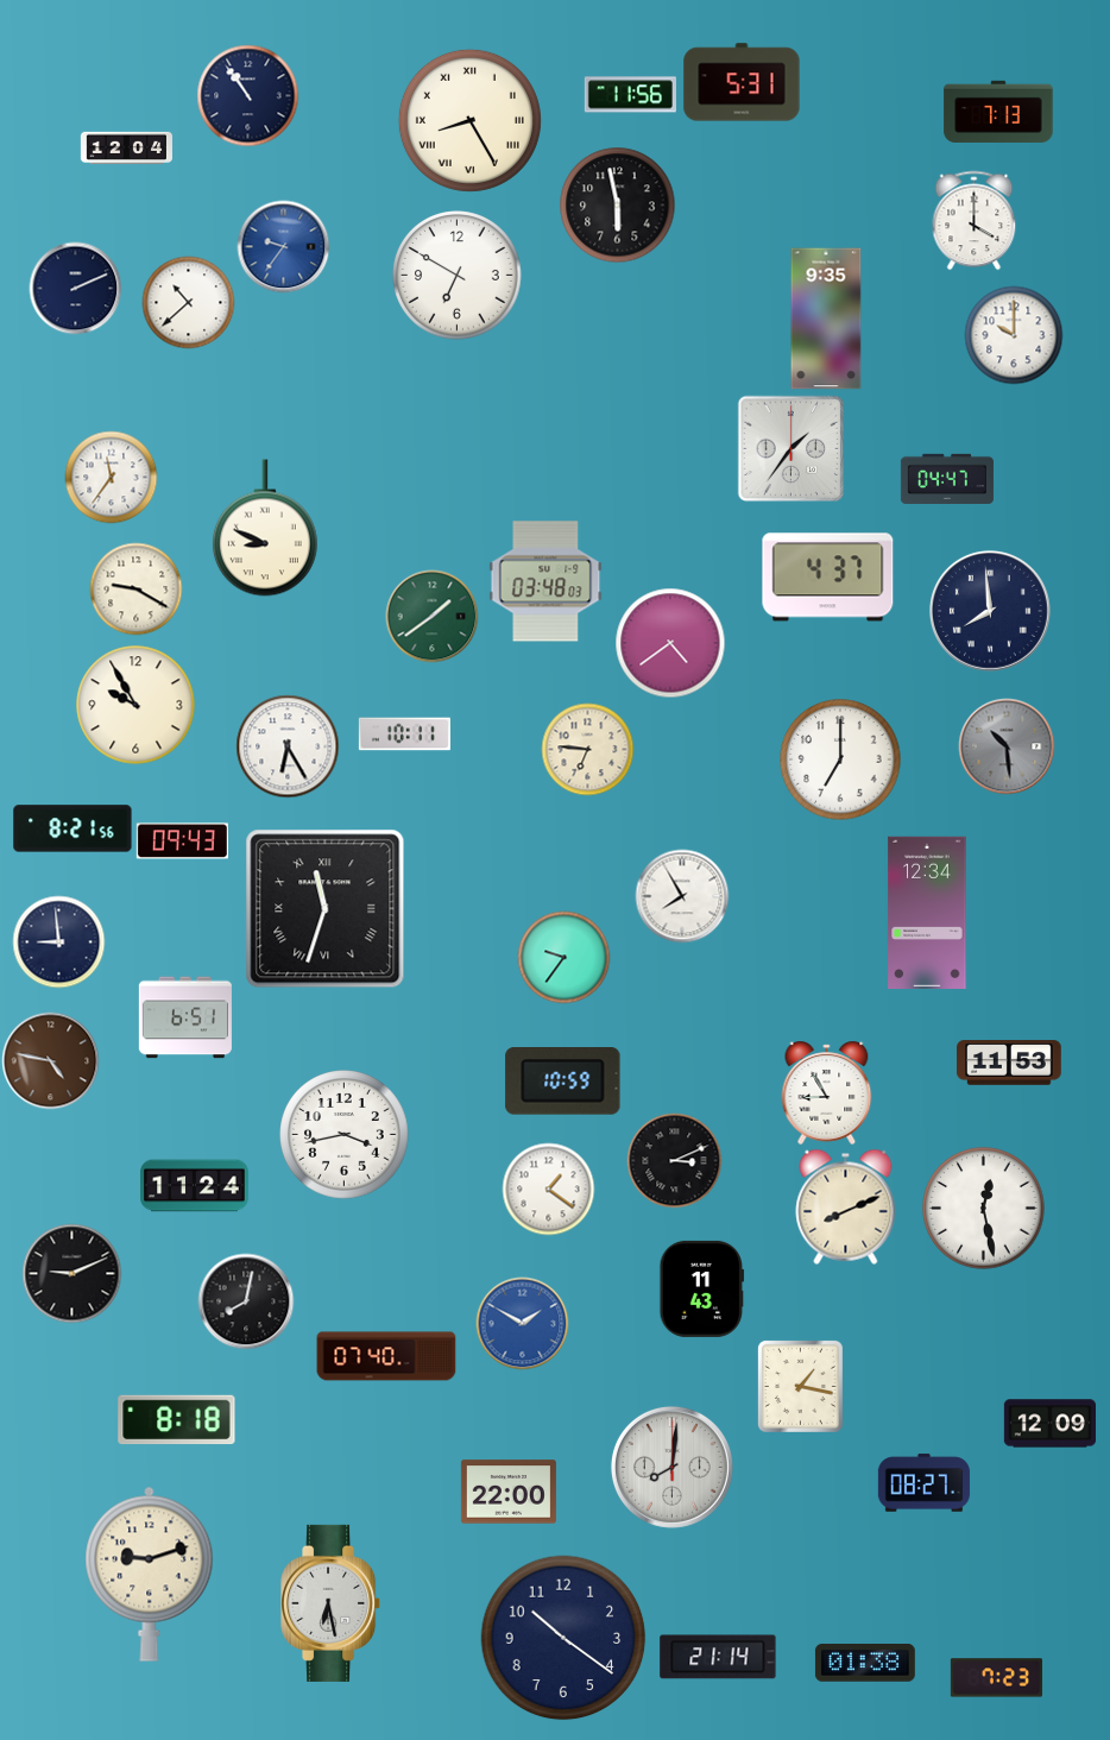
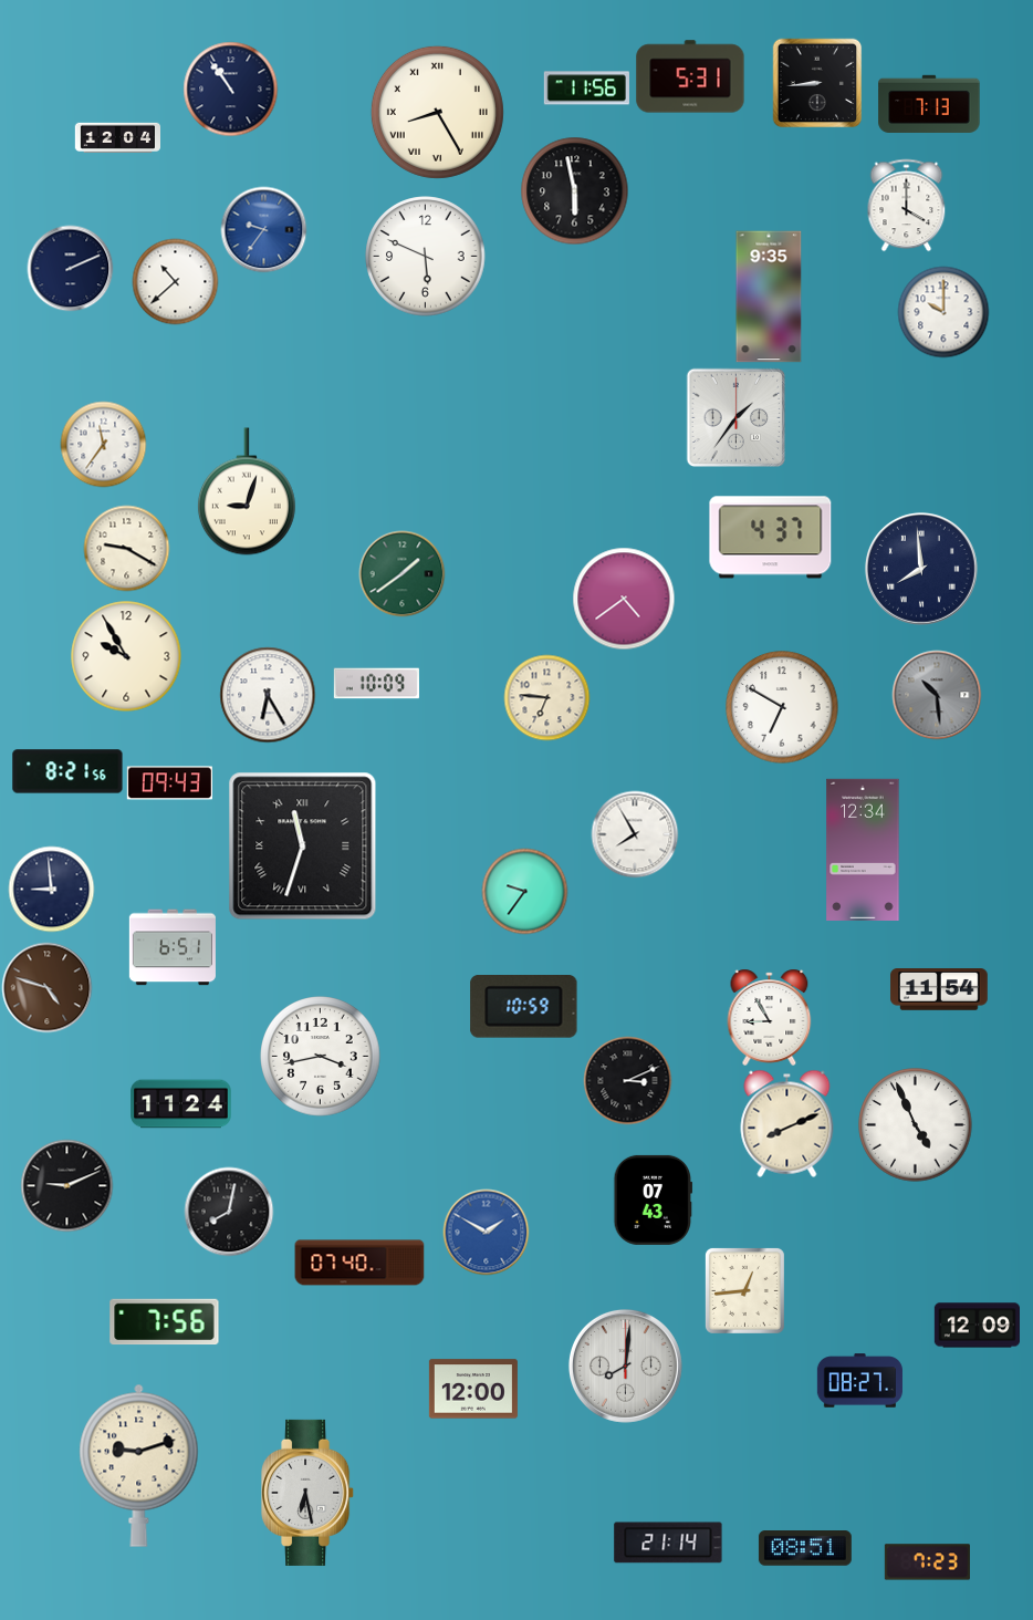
clock at (817, 83): none -> 8:44
clock at (458, 276): 6:50 -> 5:49
clock at (947, 479): 04:47 -> none
clock at (265, 528): 8:49 -> 9:03
clock at (545, 581): 03:48 -> none
clock at (404, 735): 10:11 -> 10:09
clock at (840, 759): 7:00 -> 6:50
clock at (58, 941) position: (58, 941) -> (51, 889)
clock at (50, 1060): 4:47 -> 4:48
clock at (1009, 1063): 11:53 -> 11:54
clock at (548, 1189): 1:21 -> none
clock at (984, 1209): 12:28 -> 4:56
clock at (702, 1288): 11:43 -> 07:43
clock at (800, 1386): 1:17 -> 12:44
clock at (177, 1420): 8:18 -> 7:56
clock at (509, 1492): 22:00 -> 12:00
clock at (563, 1638): 10:21 -> none
clock at (865, 1663): 01:38 -> 08:51
